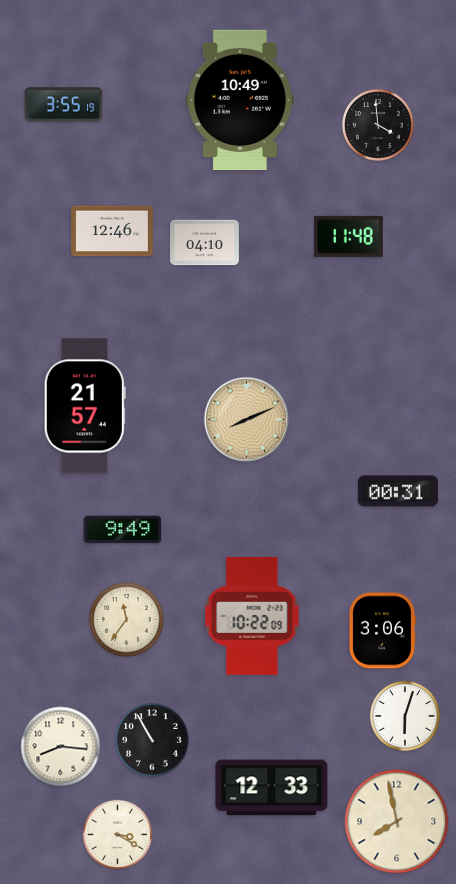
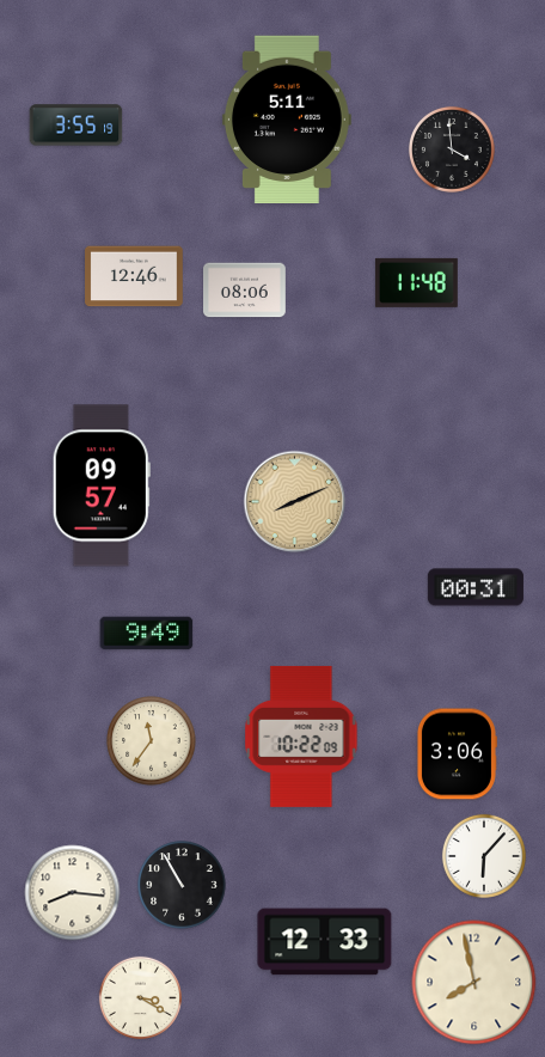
clock at (240, 99): 10:49 -> 5:11
clock at (205, 243): 04:10 -> 08:06
clock at (85, 406): 21:57 -> 09:57
clock at (405, 716): 6:03 -> 6:07
